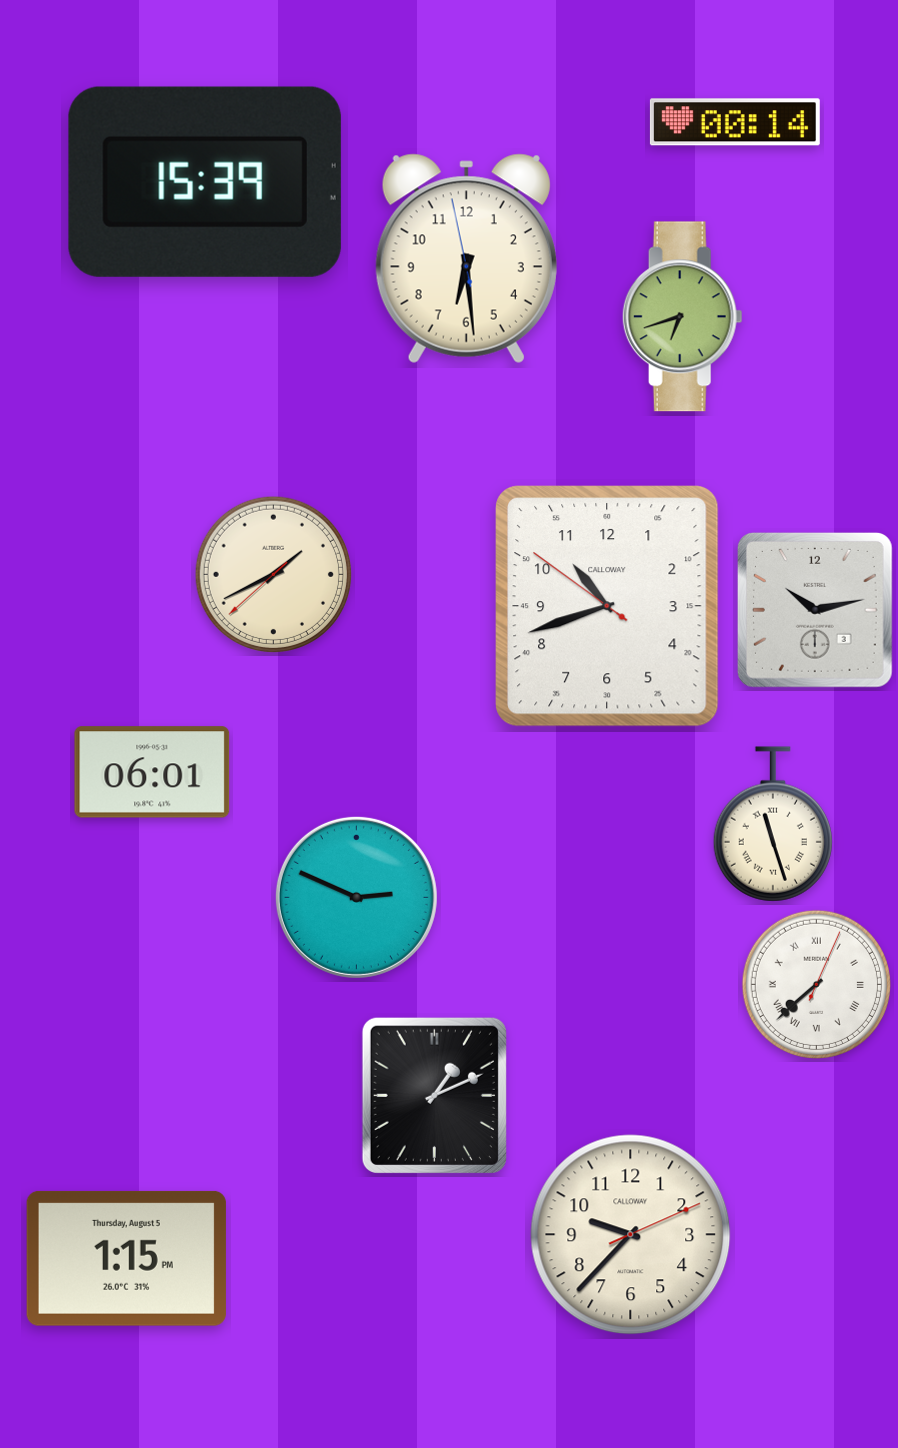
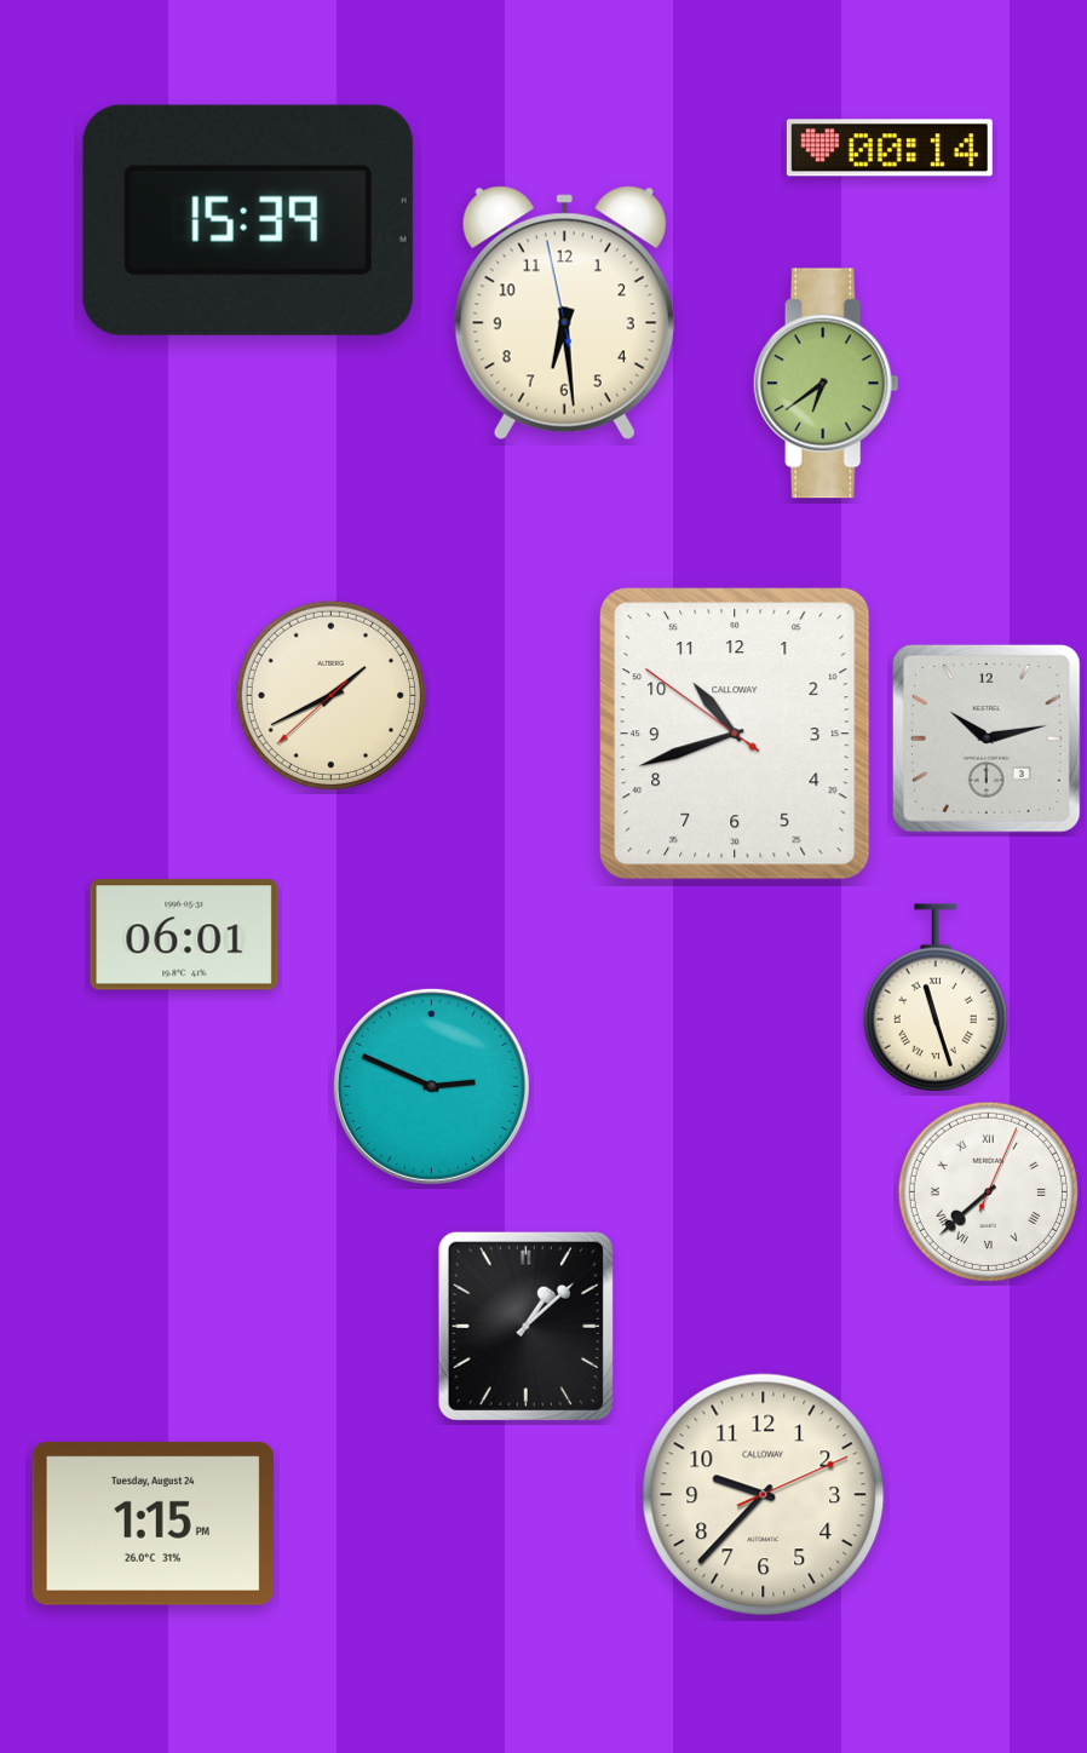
clock at (682, 317): 6:42 -> 6:39
clock at (434, 1095): 1:11 -> 1:08
clock at (126, 1258) date: Thursday, August 5 -> Tuesday, August 24
